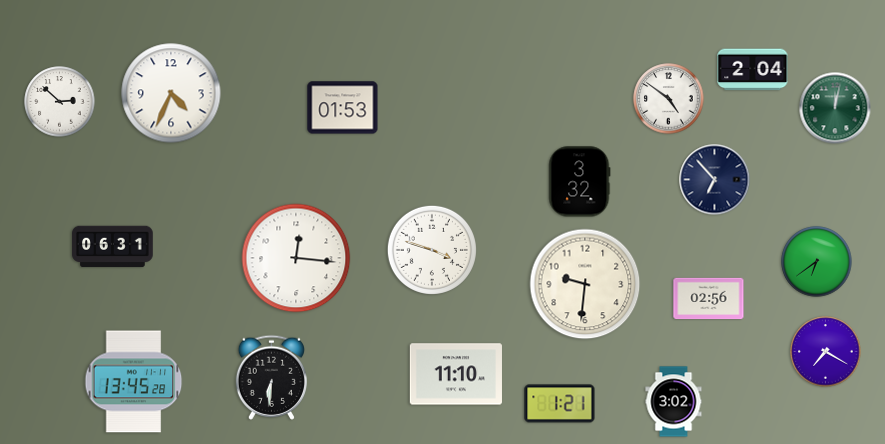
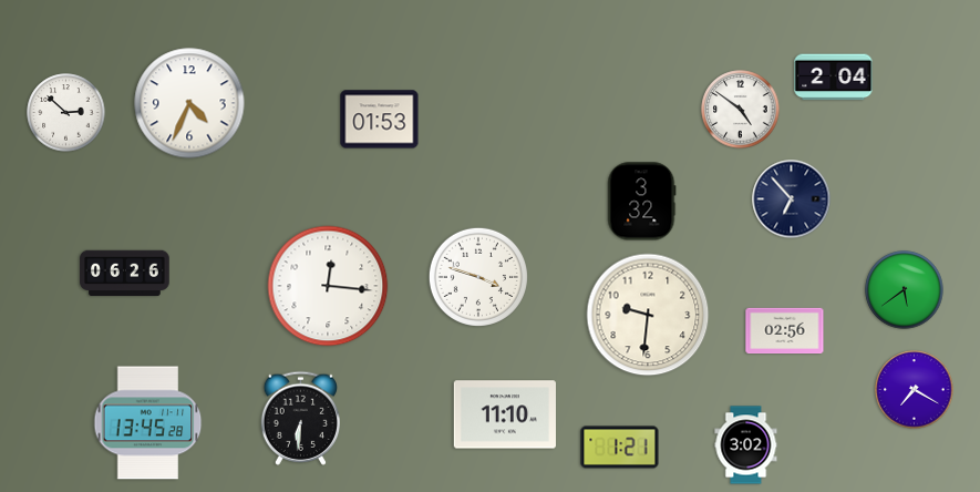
clock at (835, 108): 12:02 -> none
clock at (113, 247): 06:31 -> 06:26
clock at (817, 262): 6:39 -> 5:39
